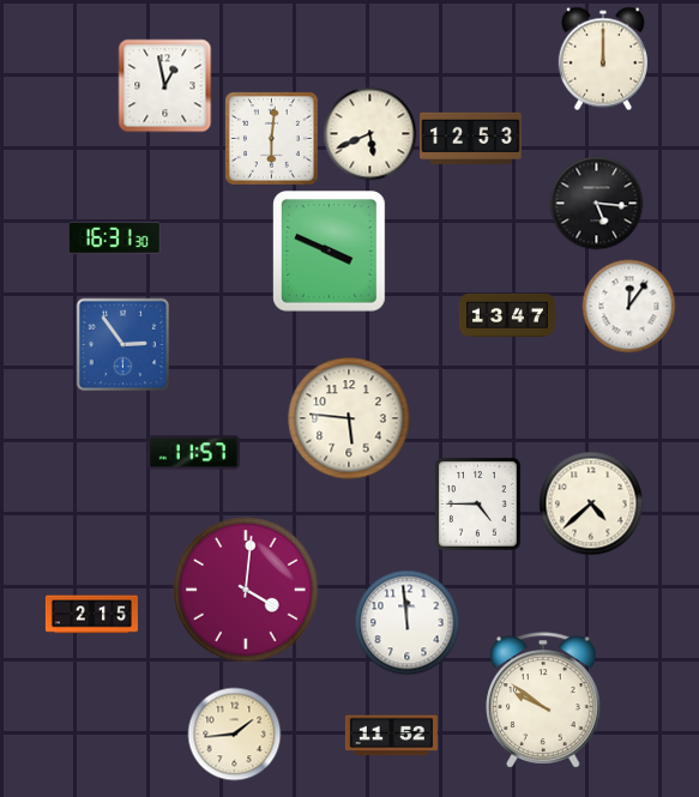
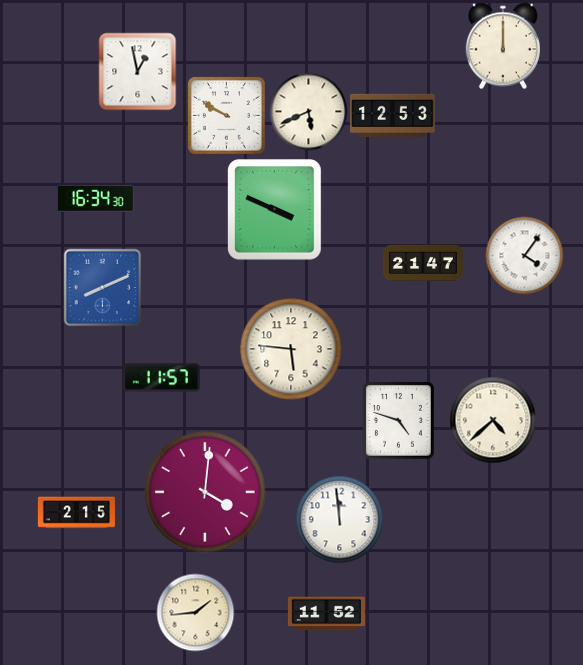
clock at (603, 59) position: (603, 59) -> (503, 46)
clock at (272, 139): 6:01 -> 9:50
clock at (596, 203): 5:16 -> none
clock at (114, 237): 16:31 -> 16:34
clock at (628, 306): 12:06 -> 4:06
clock at (507, 315): 13:47 -> 21:47
clock at (122, 344): 2:54 -> 8:11
clock at (477, 503): 4:45 -> 4:48
clock at (543, 700): 9:51 -> none
